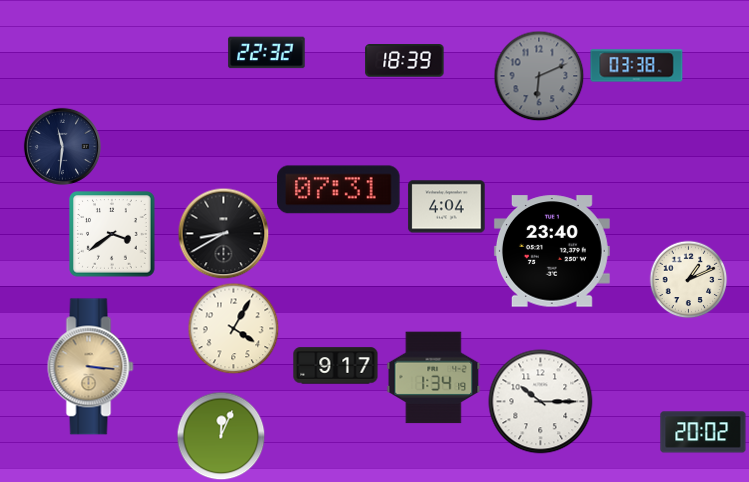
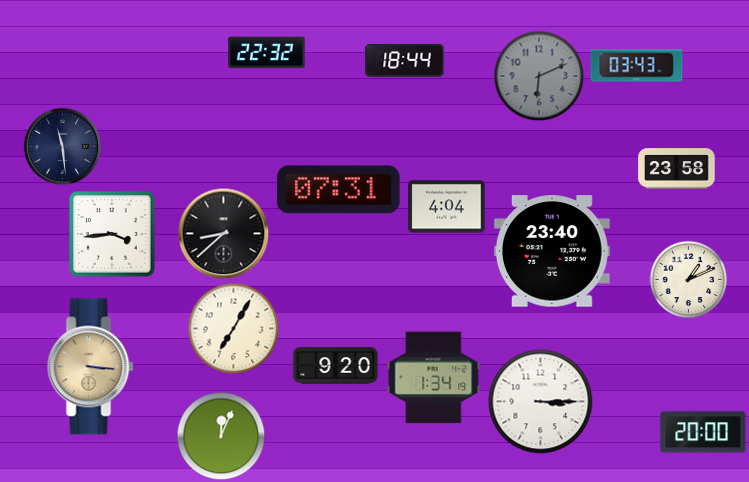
clock at (405, 61): 18:39 -> 18:44
clock at (637, 66): 03:38 -> 03:43
clock at (62, 146): 11:31 -> 11:29
clock at (677, 169): none -> 23:58
clock at (223, 233): 8:40 -> 8:38
clock at (112, 234): 3:39 -> 3:44
clock at (233, 328): 4:05 -> 7:05
clock at (336, 366): 9:17 -> 9:20
clock at (541, 402): 10:15 -> 3:15
clock at (703, 432): 20:02 -> 20:00
